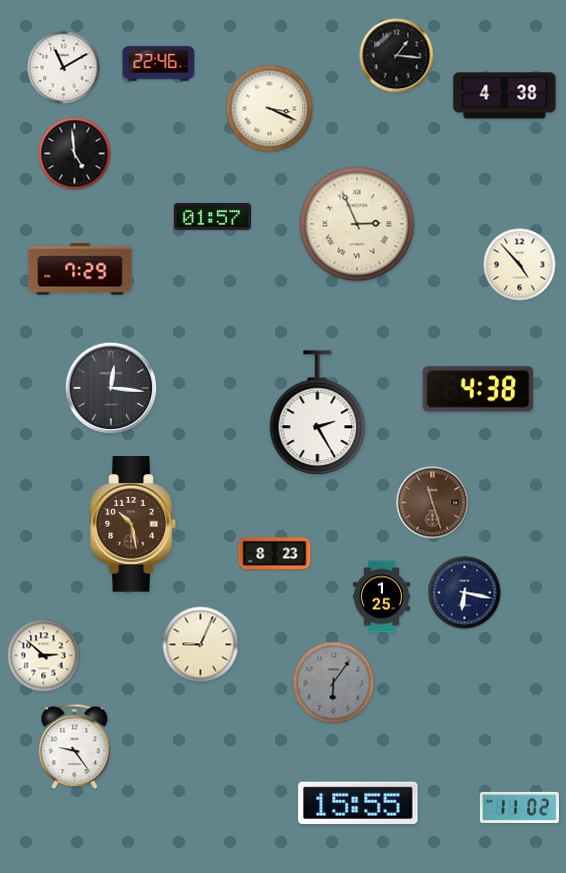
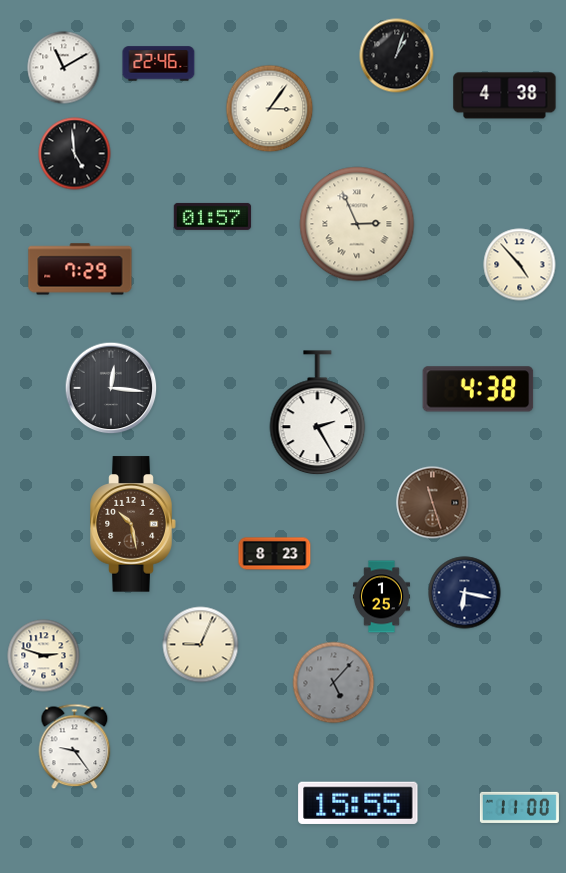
clock at (397, 56): 1:16 -> 1:03
clock at (270, 109): 3:19 -> 3:06
clock at (44, 656): 2:52 -> 2:48
clock at (334, 683): 6:06 -> 5:07
clock at (519, 807): 11:02 -> 11:00
